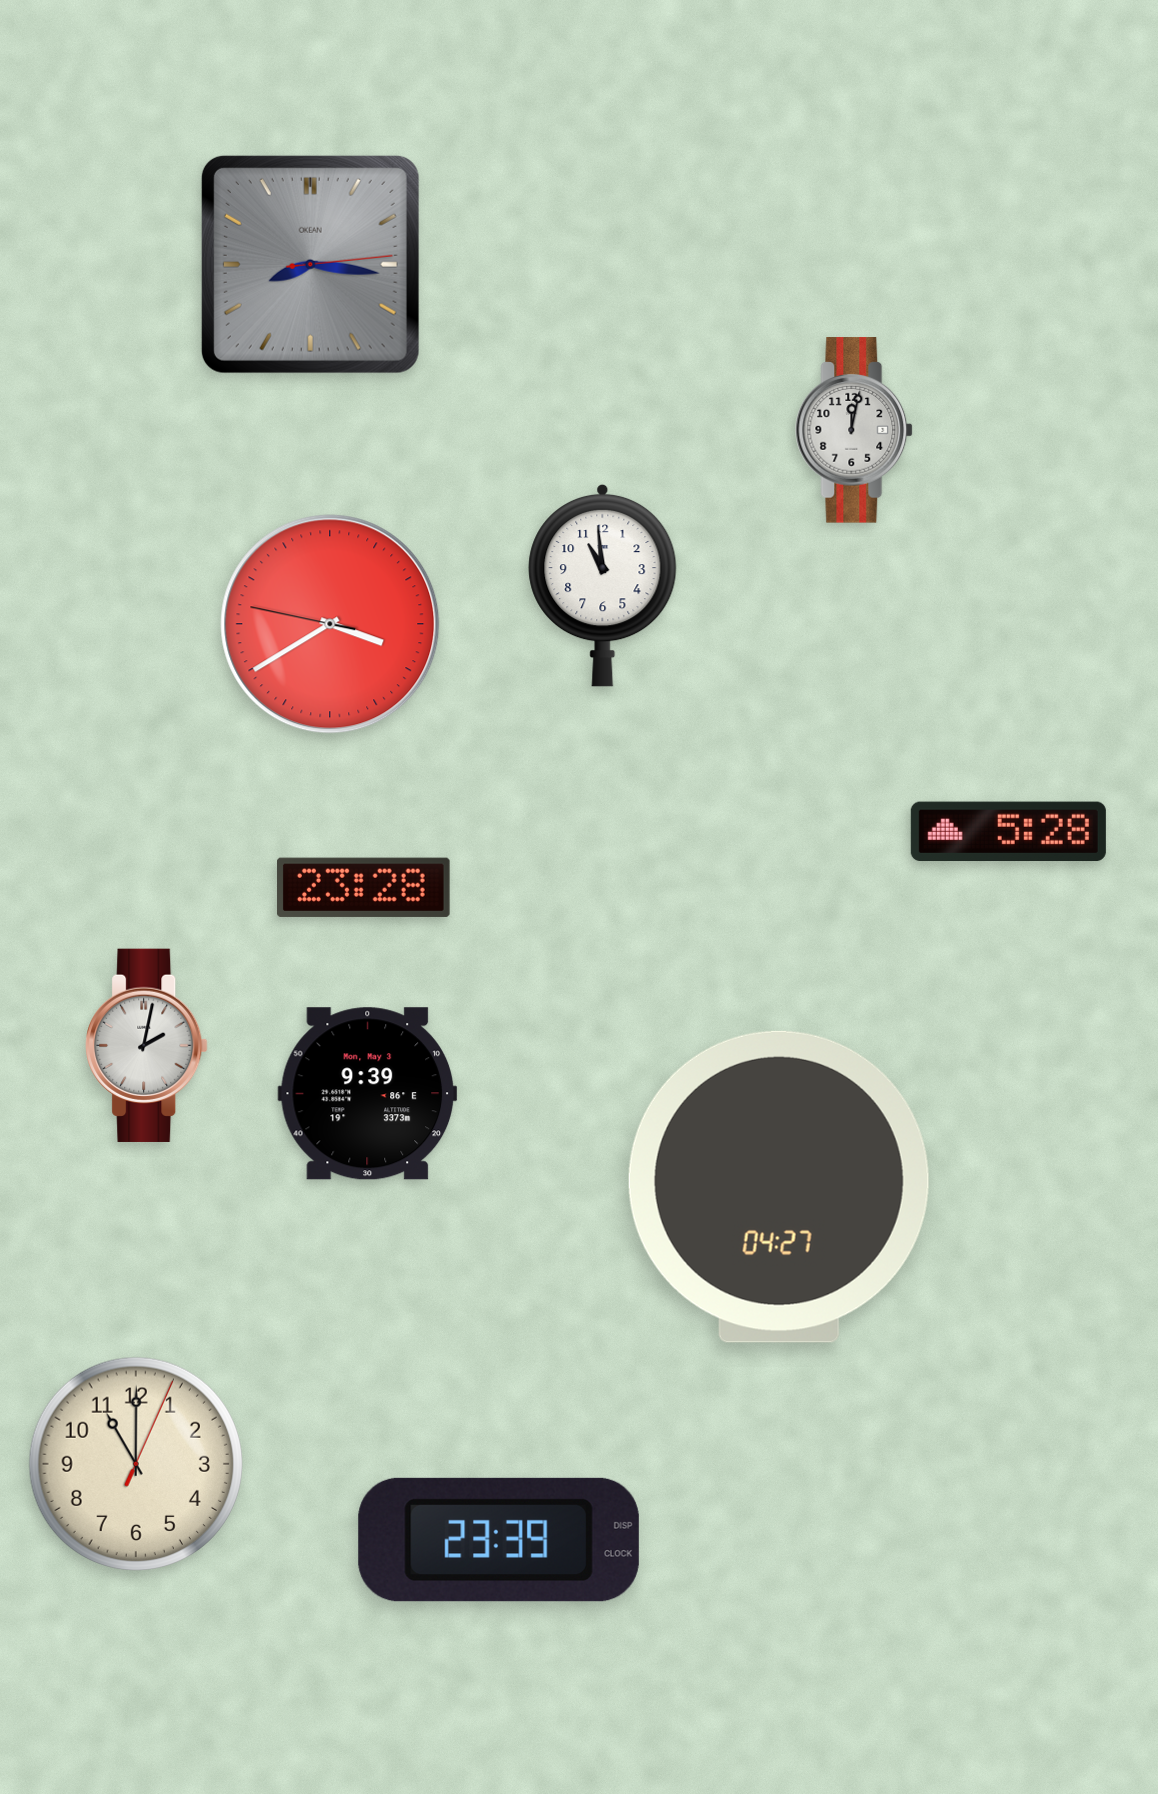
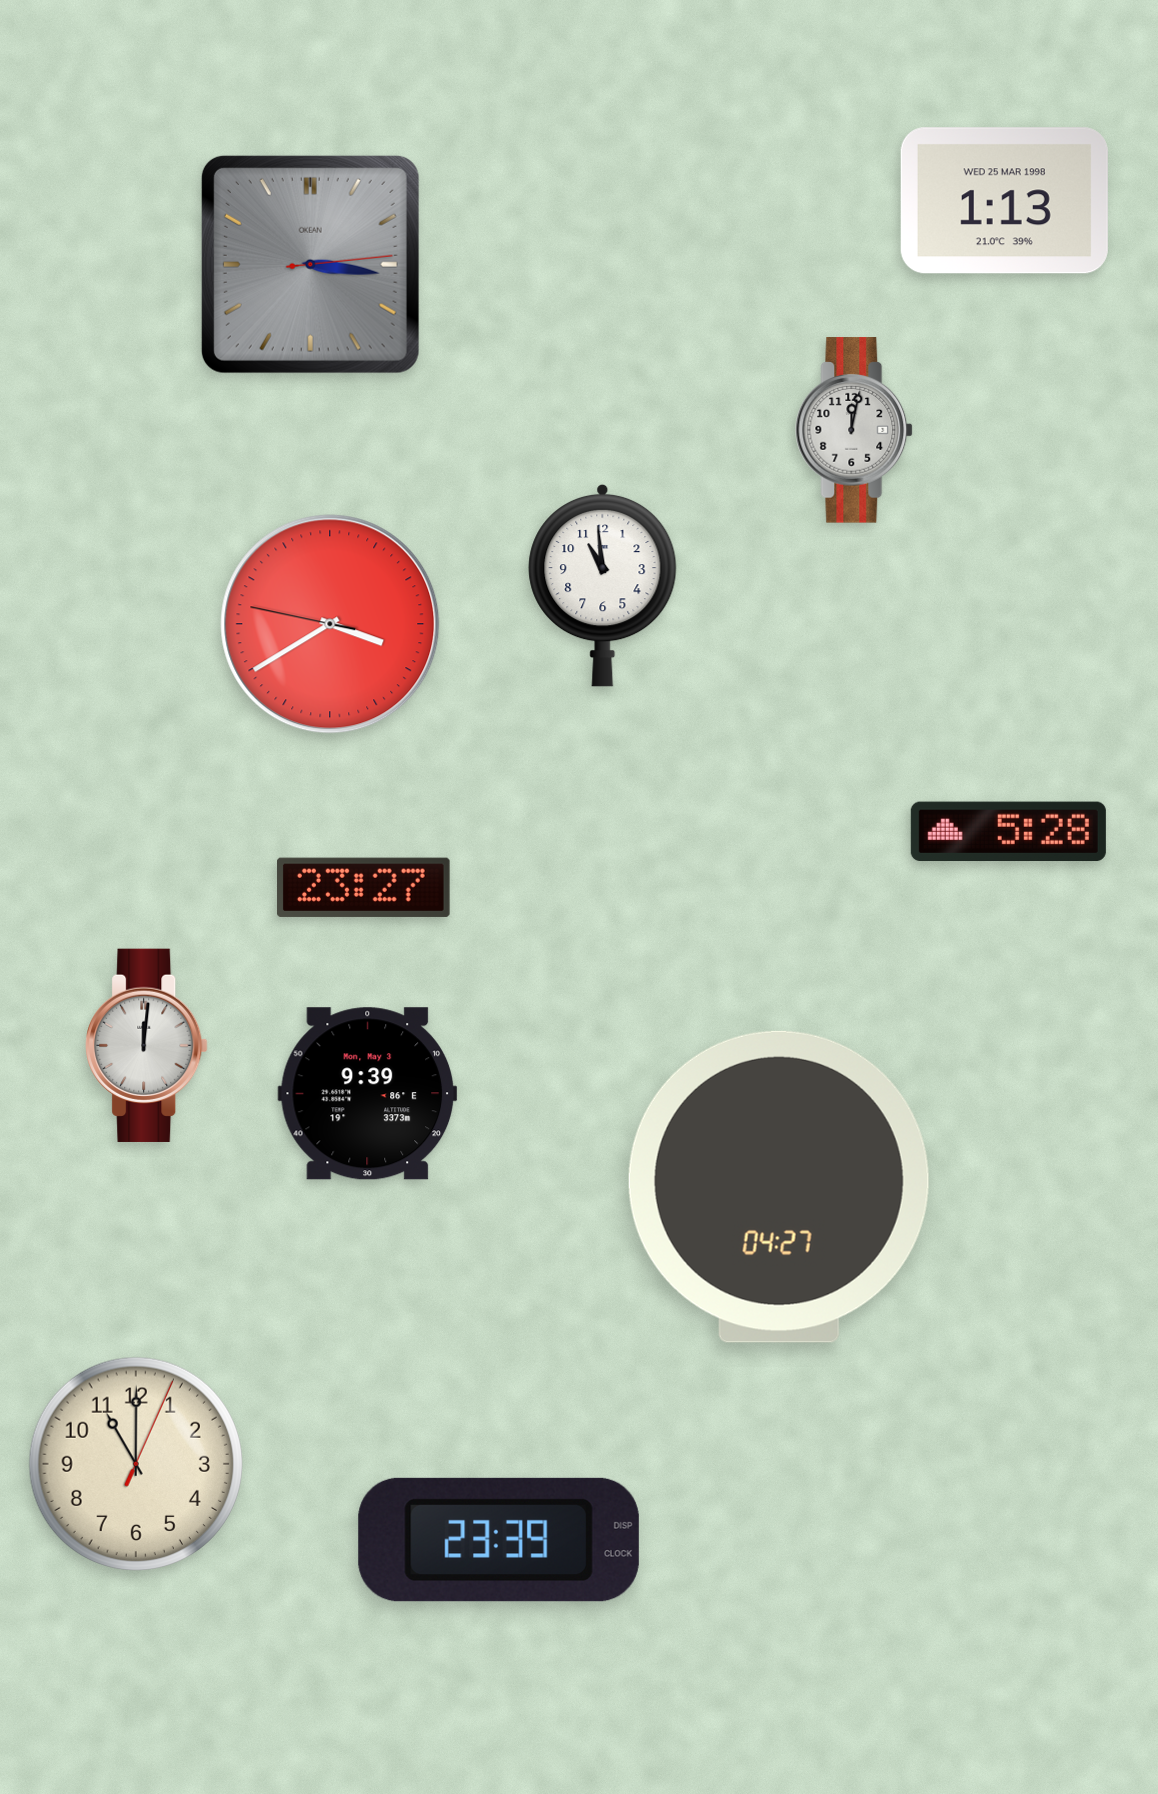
clock at (1004, 201): none -> 1:13
clock at (310, 264): 8:16 -> 3:16
clock at (364, 887): 23:28 -> 23:27
clock at (147, 1045): 2:02 -> 12:01
